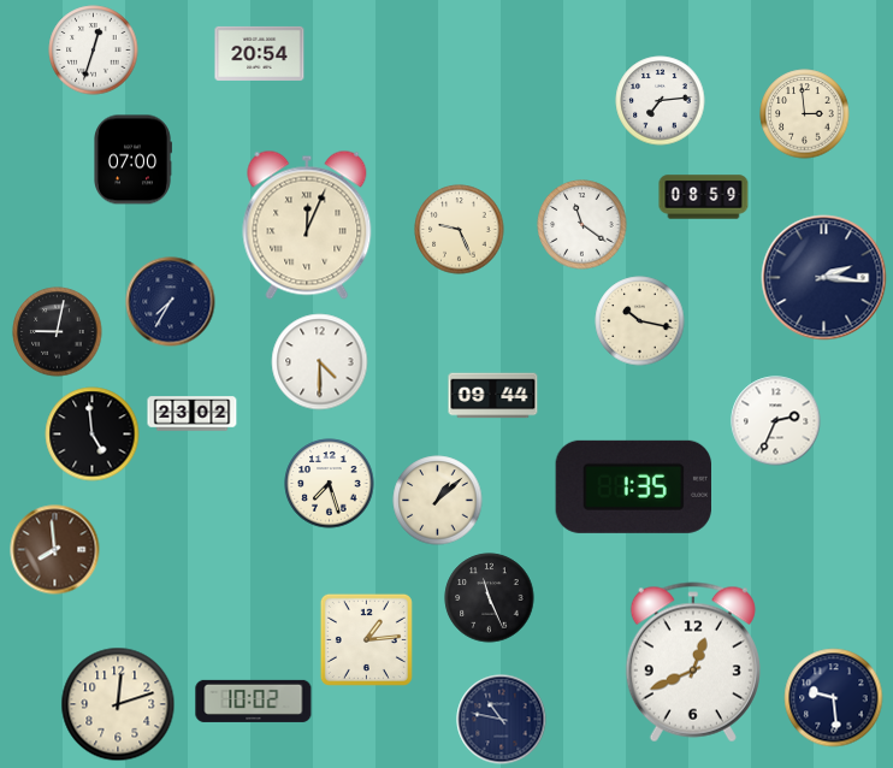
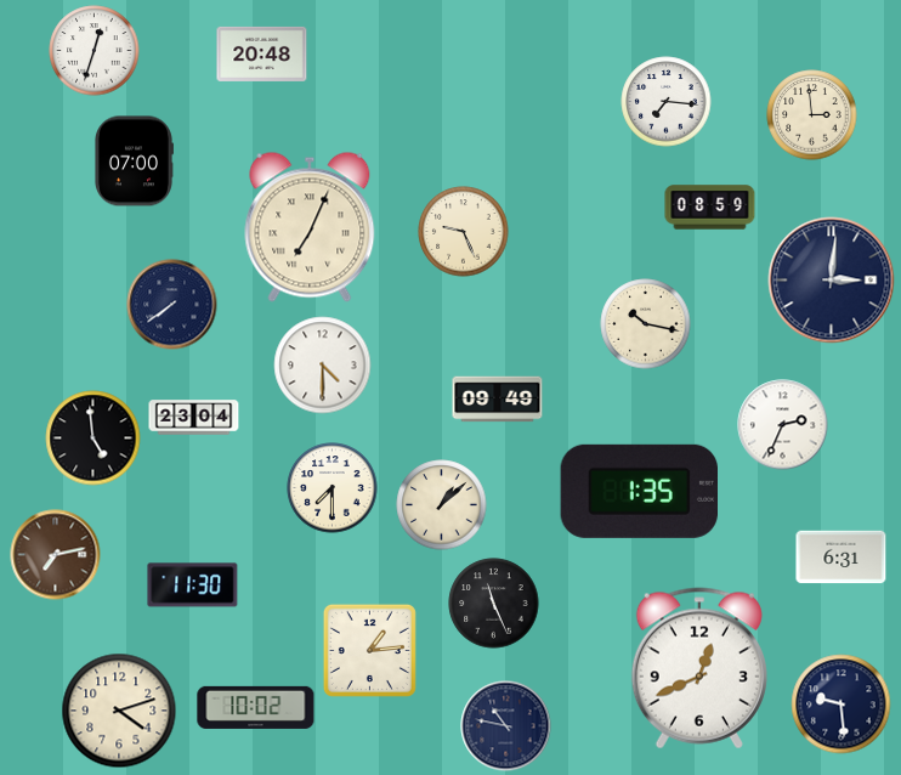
clock at (260, 53): 20:54 -> 20:48
clock at (661, 101): 7:14 -> 7:16
clock at (704, 197) position: (704, 197) -> (710, 208)
clock at (307, 225): 12:04 -> 7:04
clock at (582, 225): 11:21 -> none
clock at (824, 278): 2:16 -> 3:01
clock at (171, 302): 7:35 -> 7:39
clock at (58, 332): 9:02 -> none
clock at (493, 396): 09:44 -> 09:49
clock at (193, 414): 23:02 -> 23:04
clock at (330, 484): 7:27 -> 7:30
clock at (55, 550): 7:59 -> 7:13
clock at (841, 558): none -> 6:31
clock at (193, 586): none -> 11:30
clock at (366, 639) position: (366, 639) -> (369, 650)
clock at (118, 704): 12:12 -> 4:12
